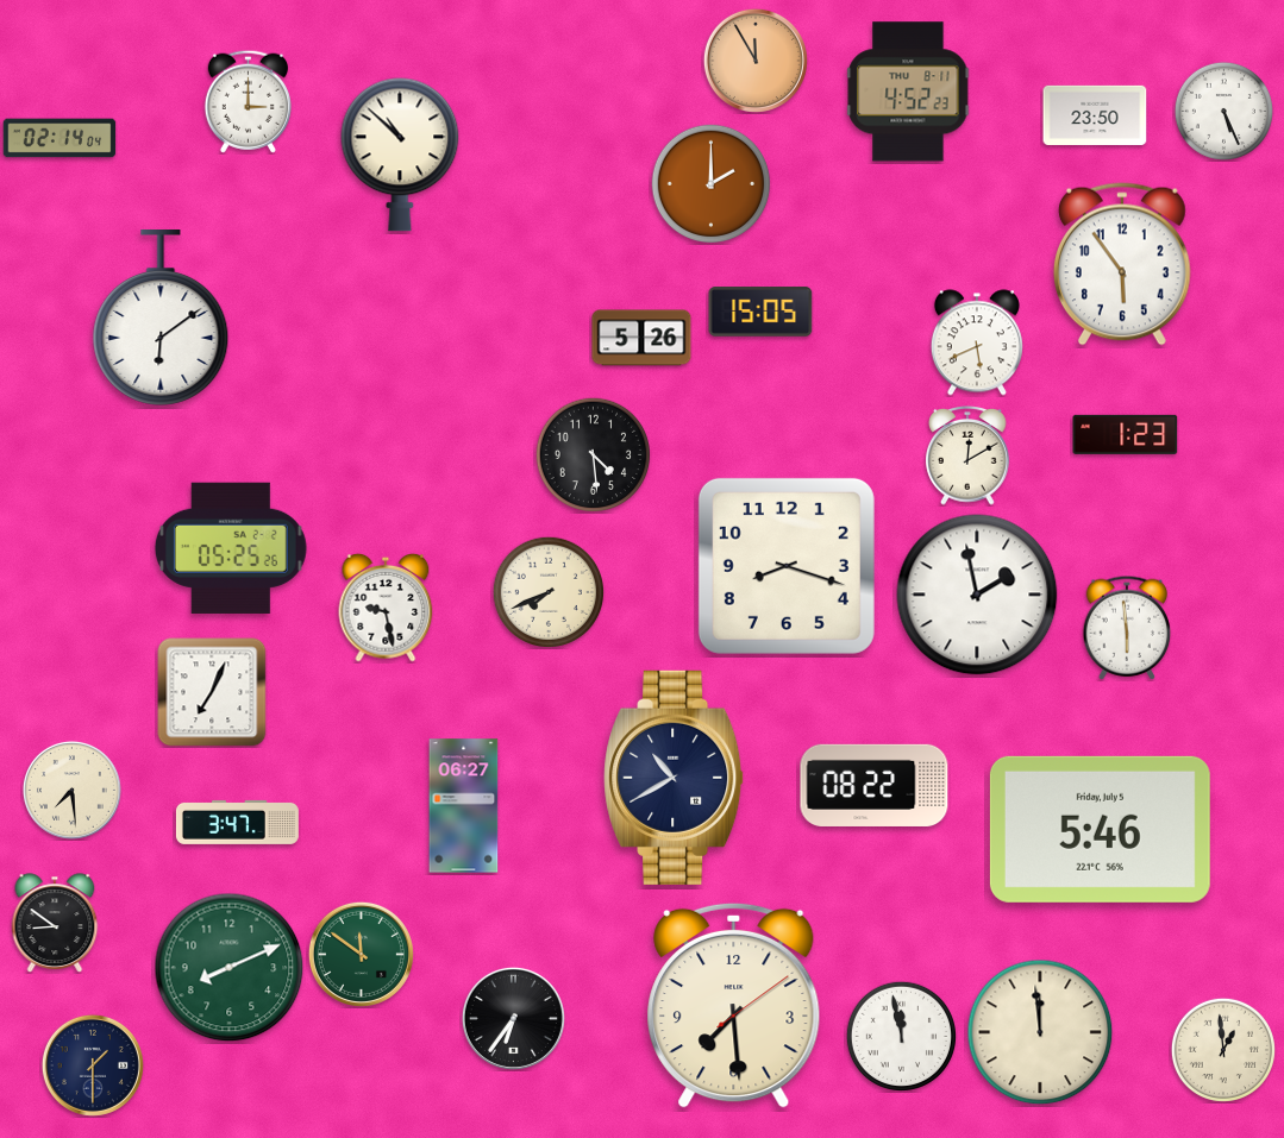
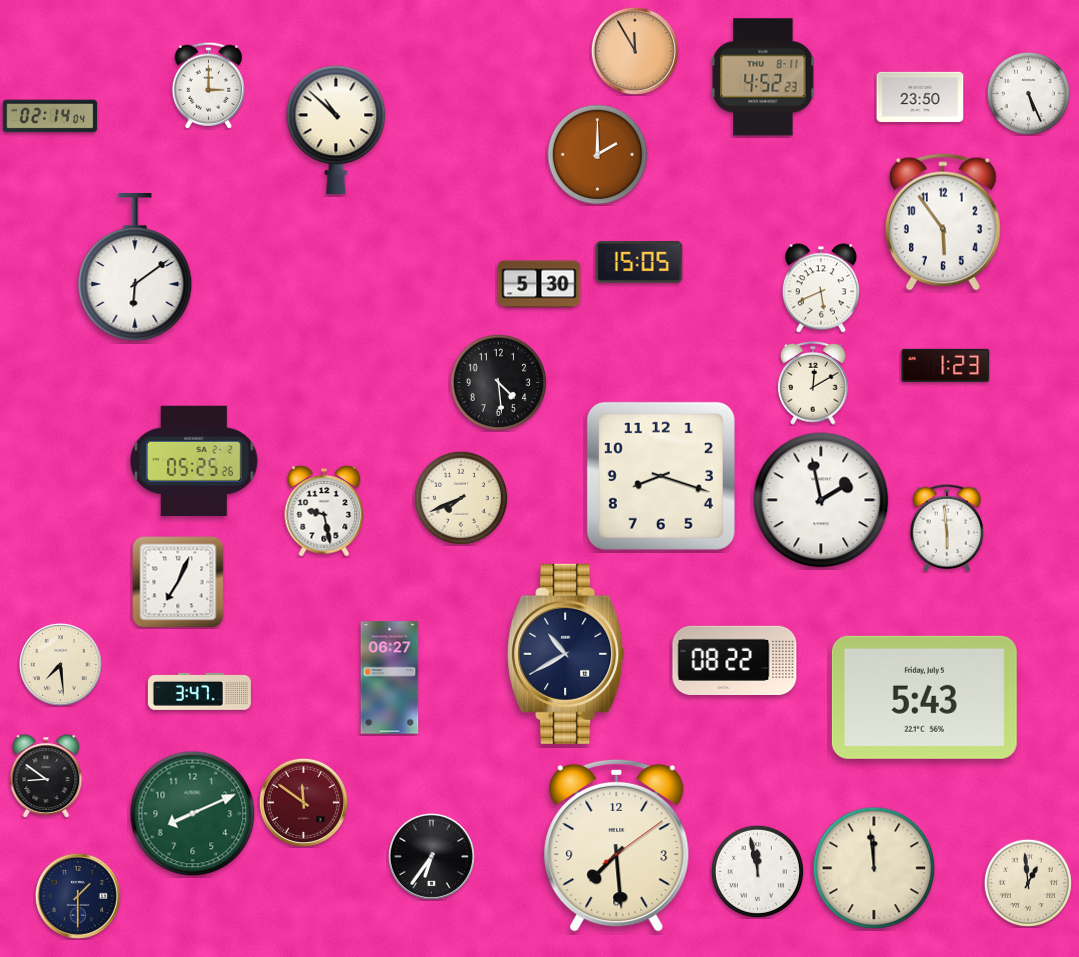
clock at (641, 338): 5:26 -> 5:30
clock at (1100, 829): 5:46 -> 5:43
clock at (361, 954) dial: green -> burgundy
